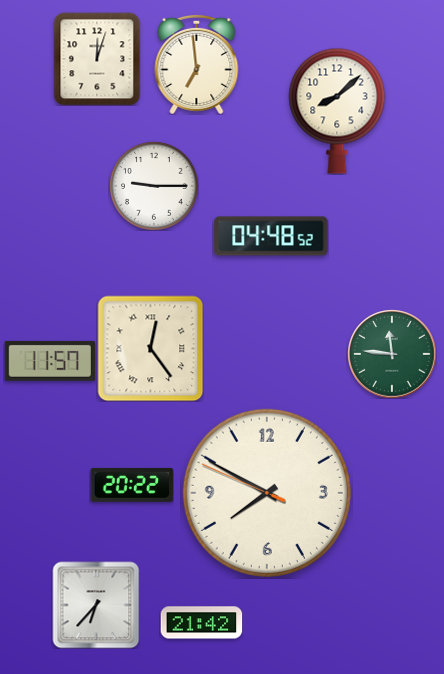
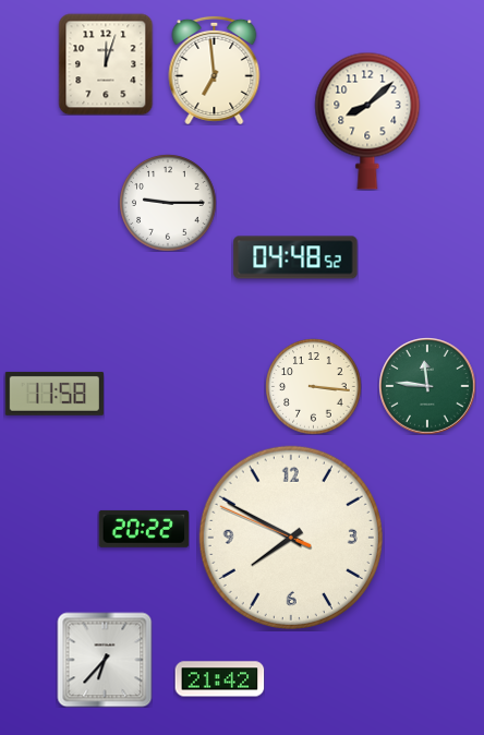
clock at (150, 348): 12:24 -> none
clock at (313, 386): none -> 3:16
clock at (50, 361): 11:57 -> 11:58
